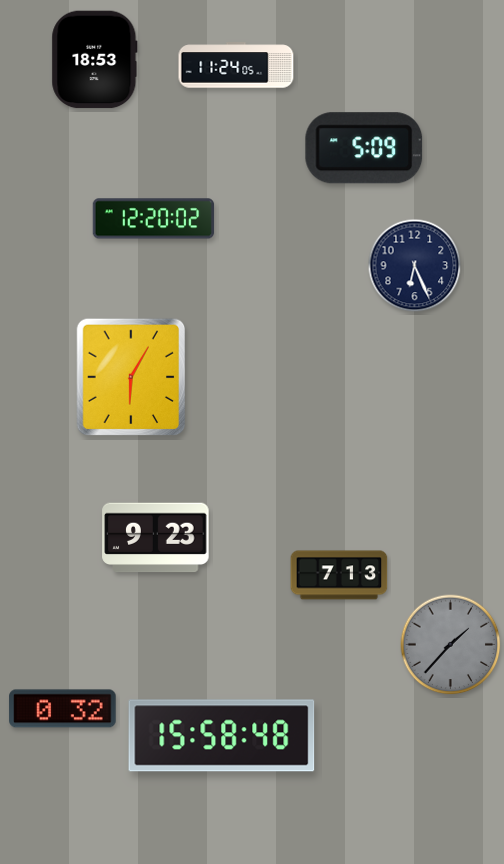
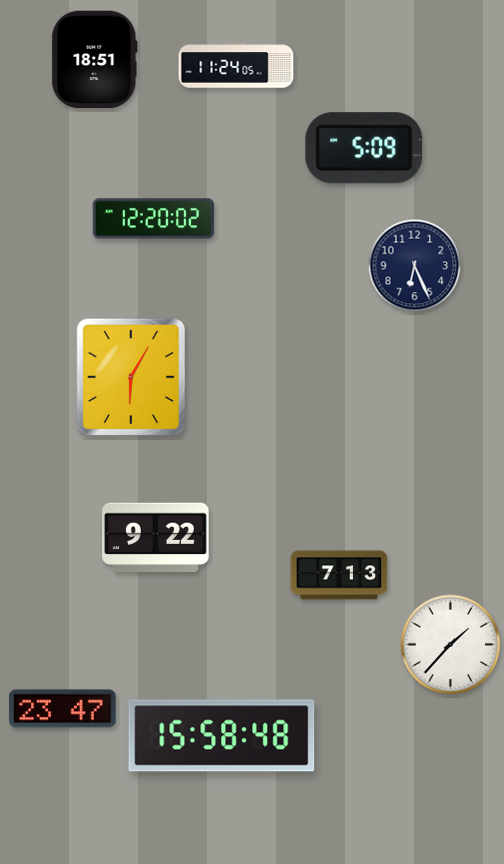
clock at (95, 60): 18:53 -> 18:51
clock at (156, 538): 9:23 -> 9:22
clock at (451, 645) dial: grey -> white
clock at (63, 709): 0:32 -> 23:47
